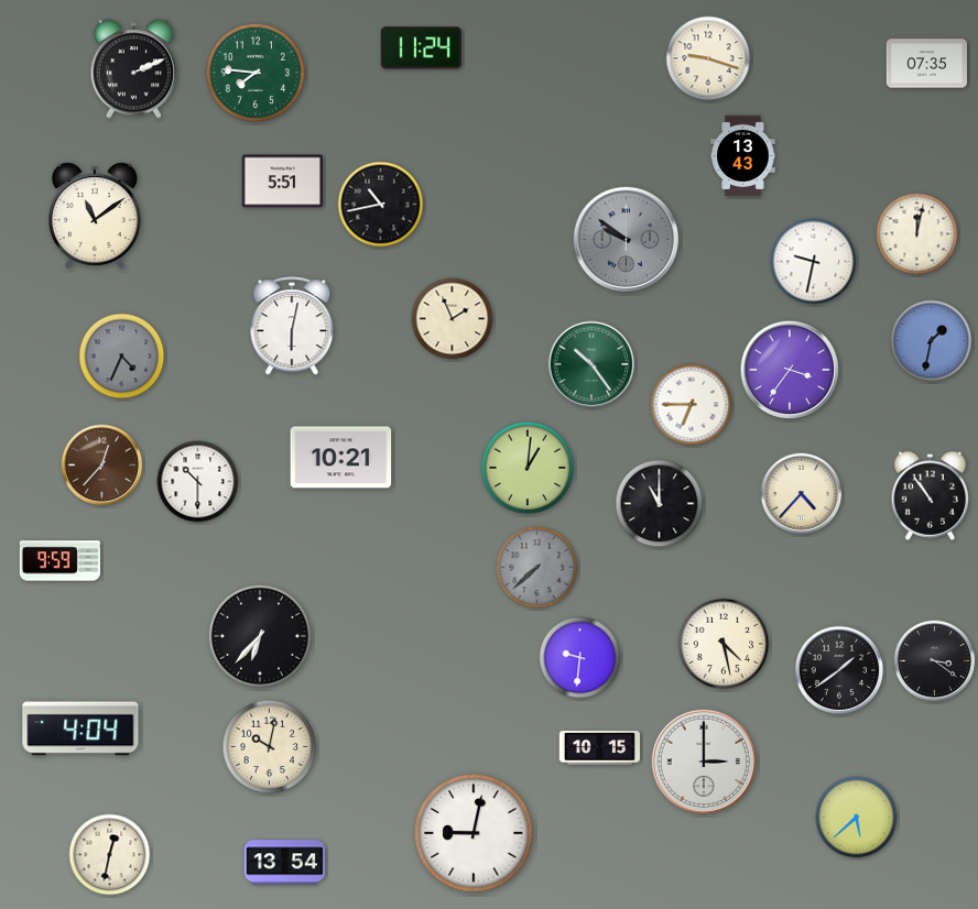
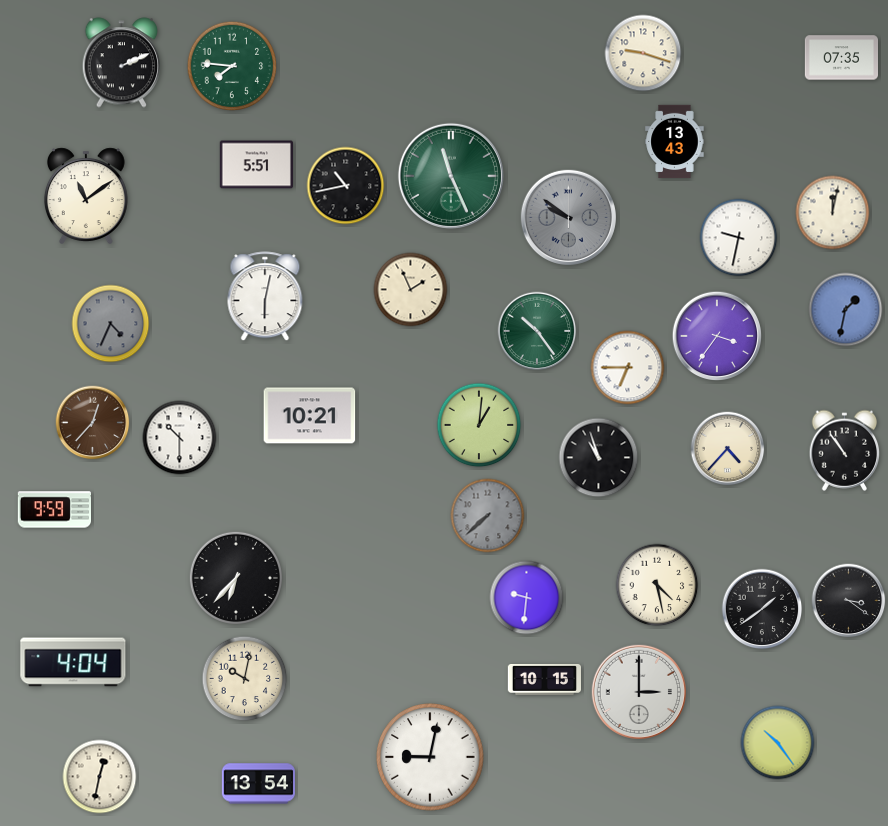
clock at (421, 48): 11:24 -> none
clock at (451, 176): none -> 11:26
clock at (660, 504): 11:00 -> 10:57
clock at (857, 818): 5:38 -> 10:24
